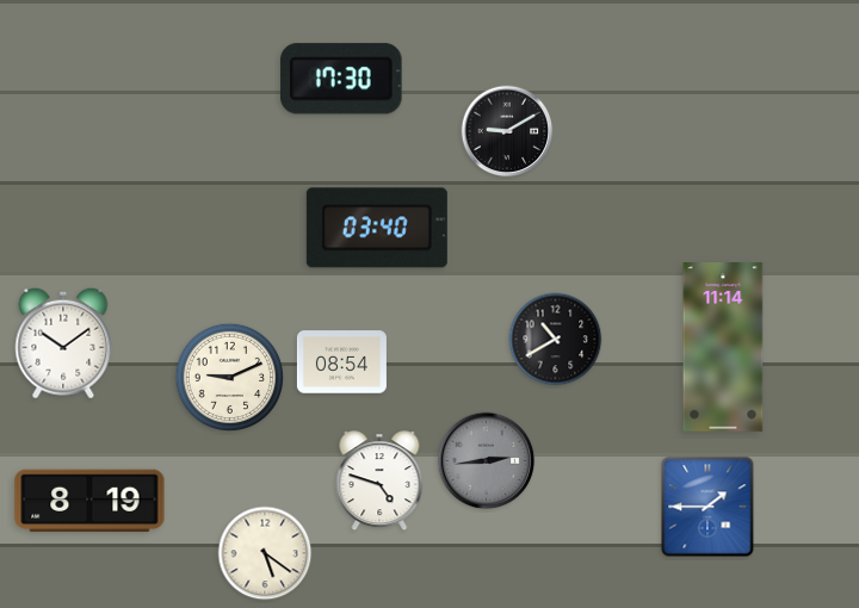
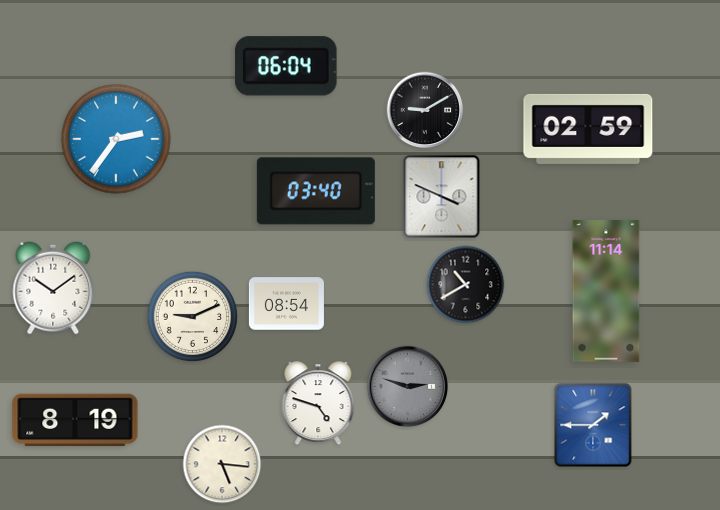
clock at (341, 79): 17:30 -> 06:04
clock at (588, 129): none -> 02:59
clock at (116, 139): none -> 2:36
clock at (442, 197): none -> 3:49
clock at (487, 461): 2:44 -> 2:48
clock at (265, 553): 5:21 -> 5:16
